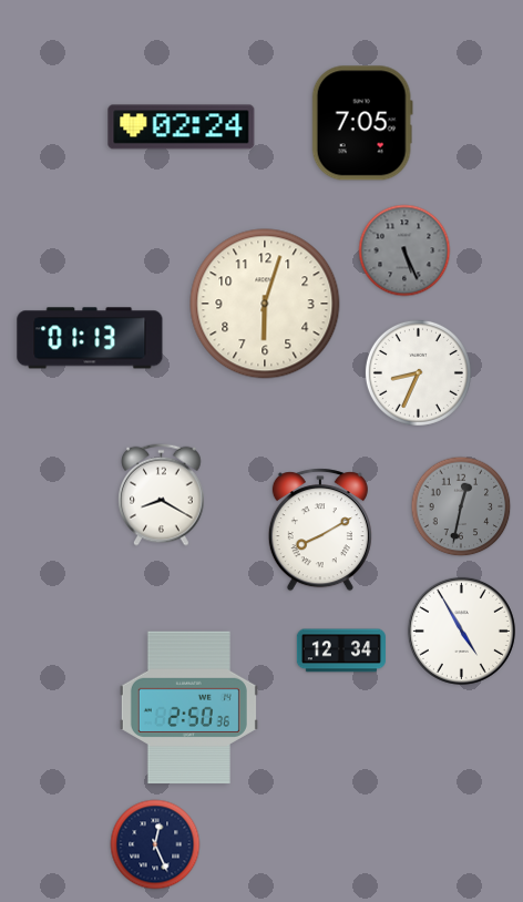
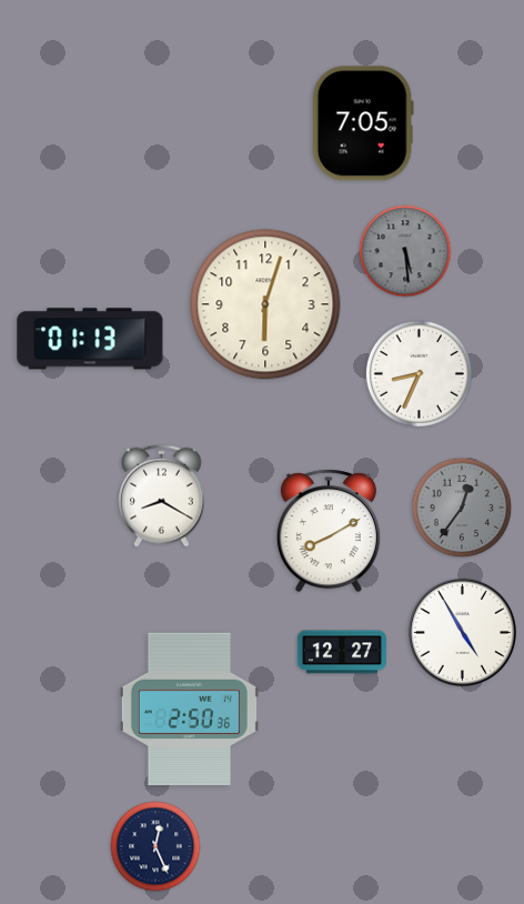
clock at (182, 127): 02:24 -> none
clock at (404, 250): 5:26 -> 5:29
clock at (461, 506): 12:32 -> 12:36
clock at (320, 530) position: (320, 530) -> (329, 531)
clock at (341, 650): 12:34 -> 12:27
